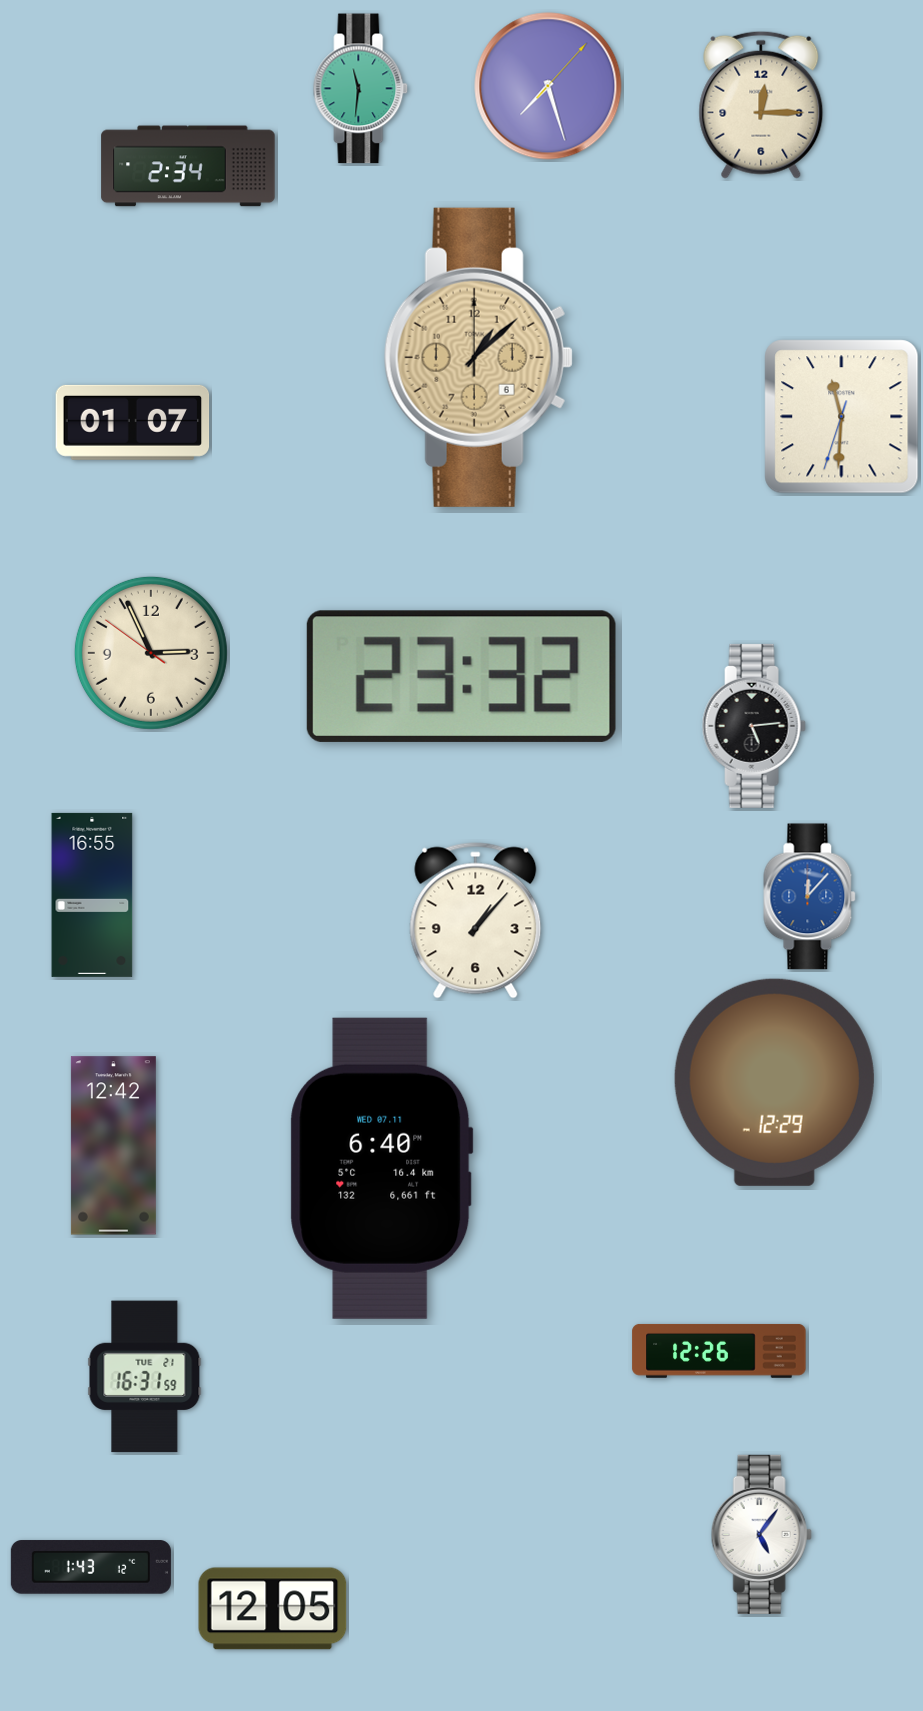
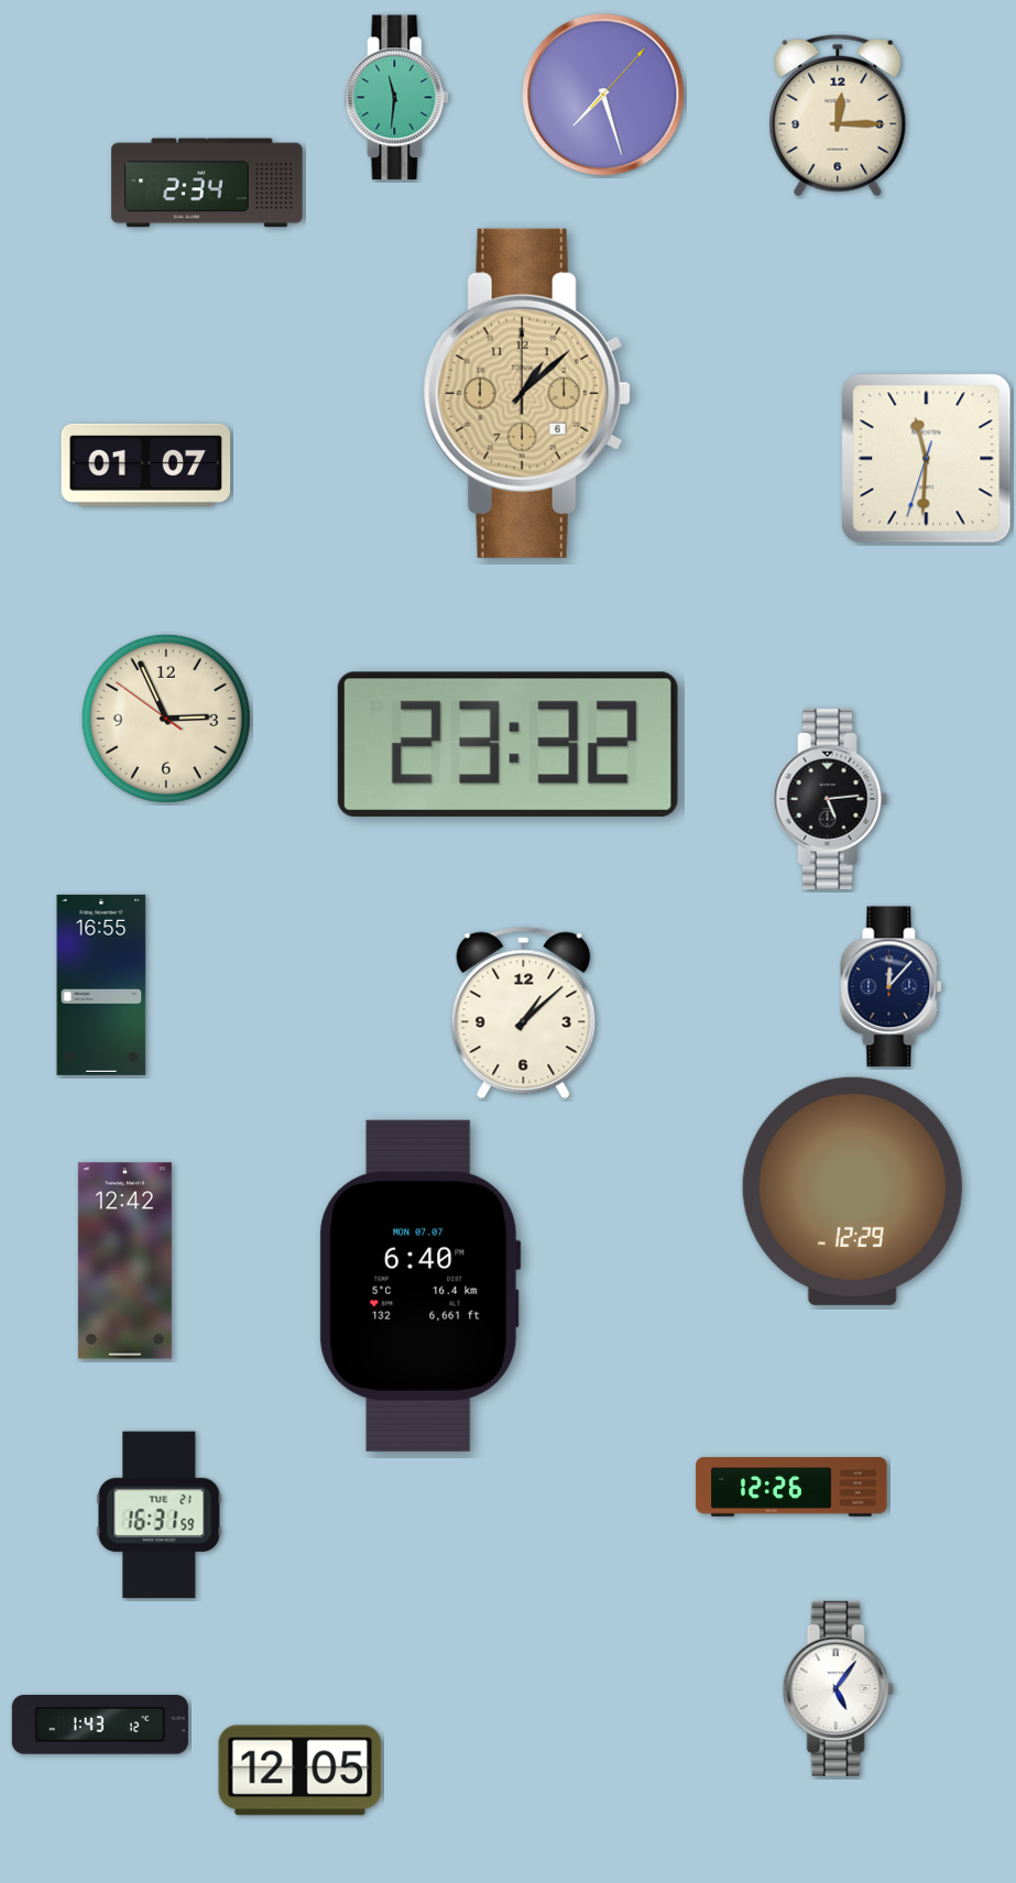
clock at (810, 897) dial: blue -> navy
clock at (476, 921): 1:07 -> 1:08
clock at (382, 1168) date: WED 07.11 -> MON 07.07
